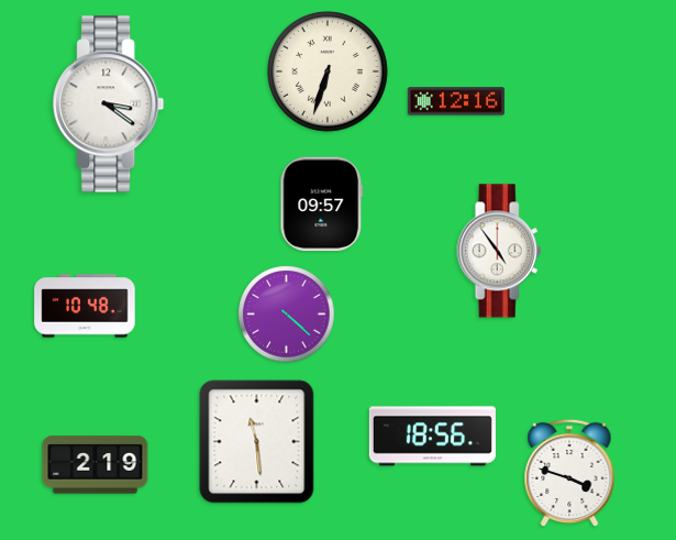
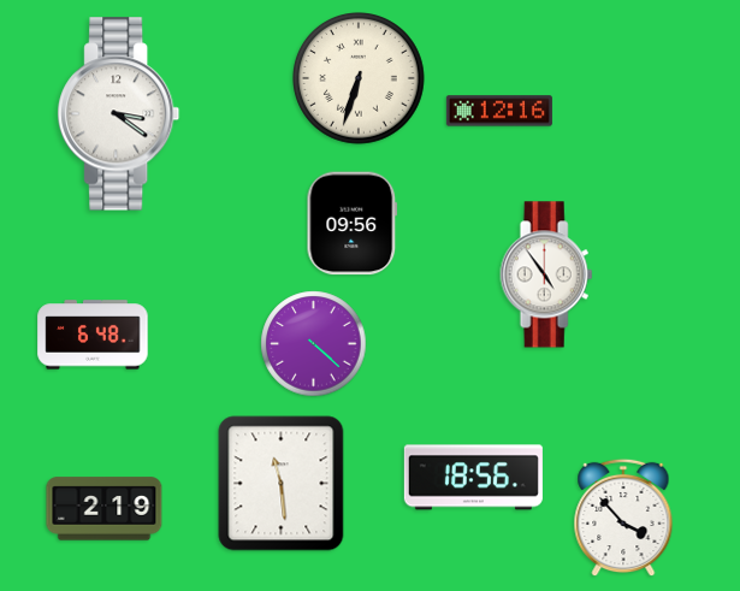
clock at (322, 205): 09:57 -> 09:56
clock at (85, 306): 10:48 -> 6:48
clock at (569, 473): 3:48 -> 3:53
